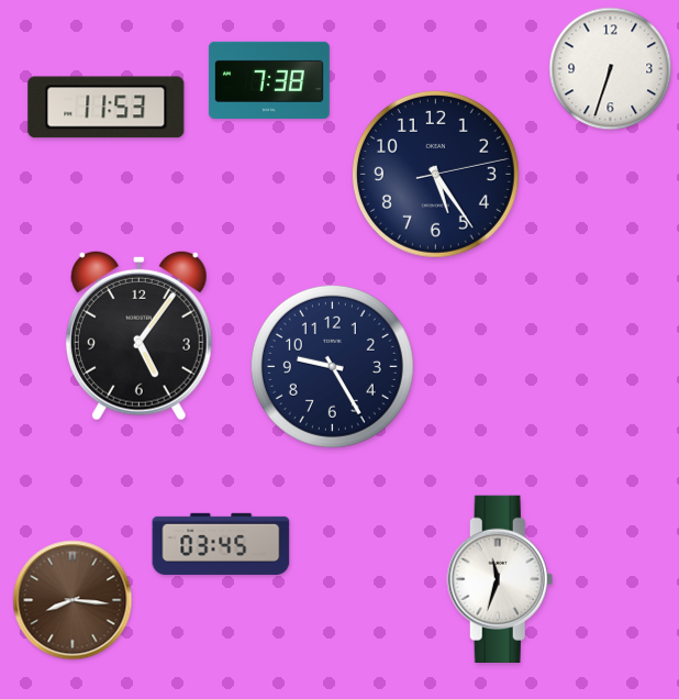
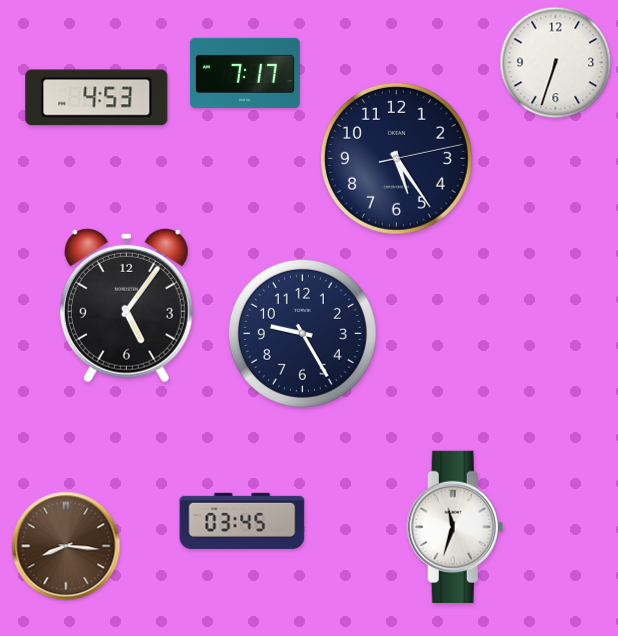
clock at (269, 80): 7:38 -> 7:17
clock at (107, 108): 11:53 -> 4:53
clock at (221, 544) position: (221, 544) -> (242, 521)
